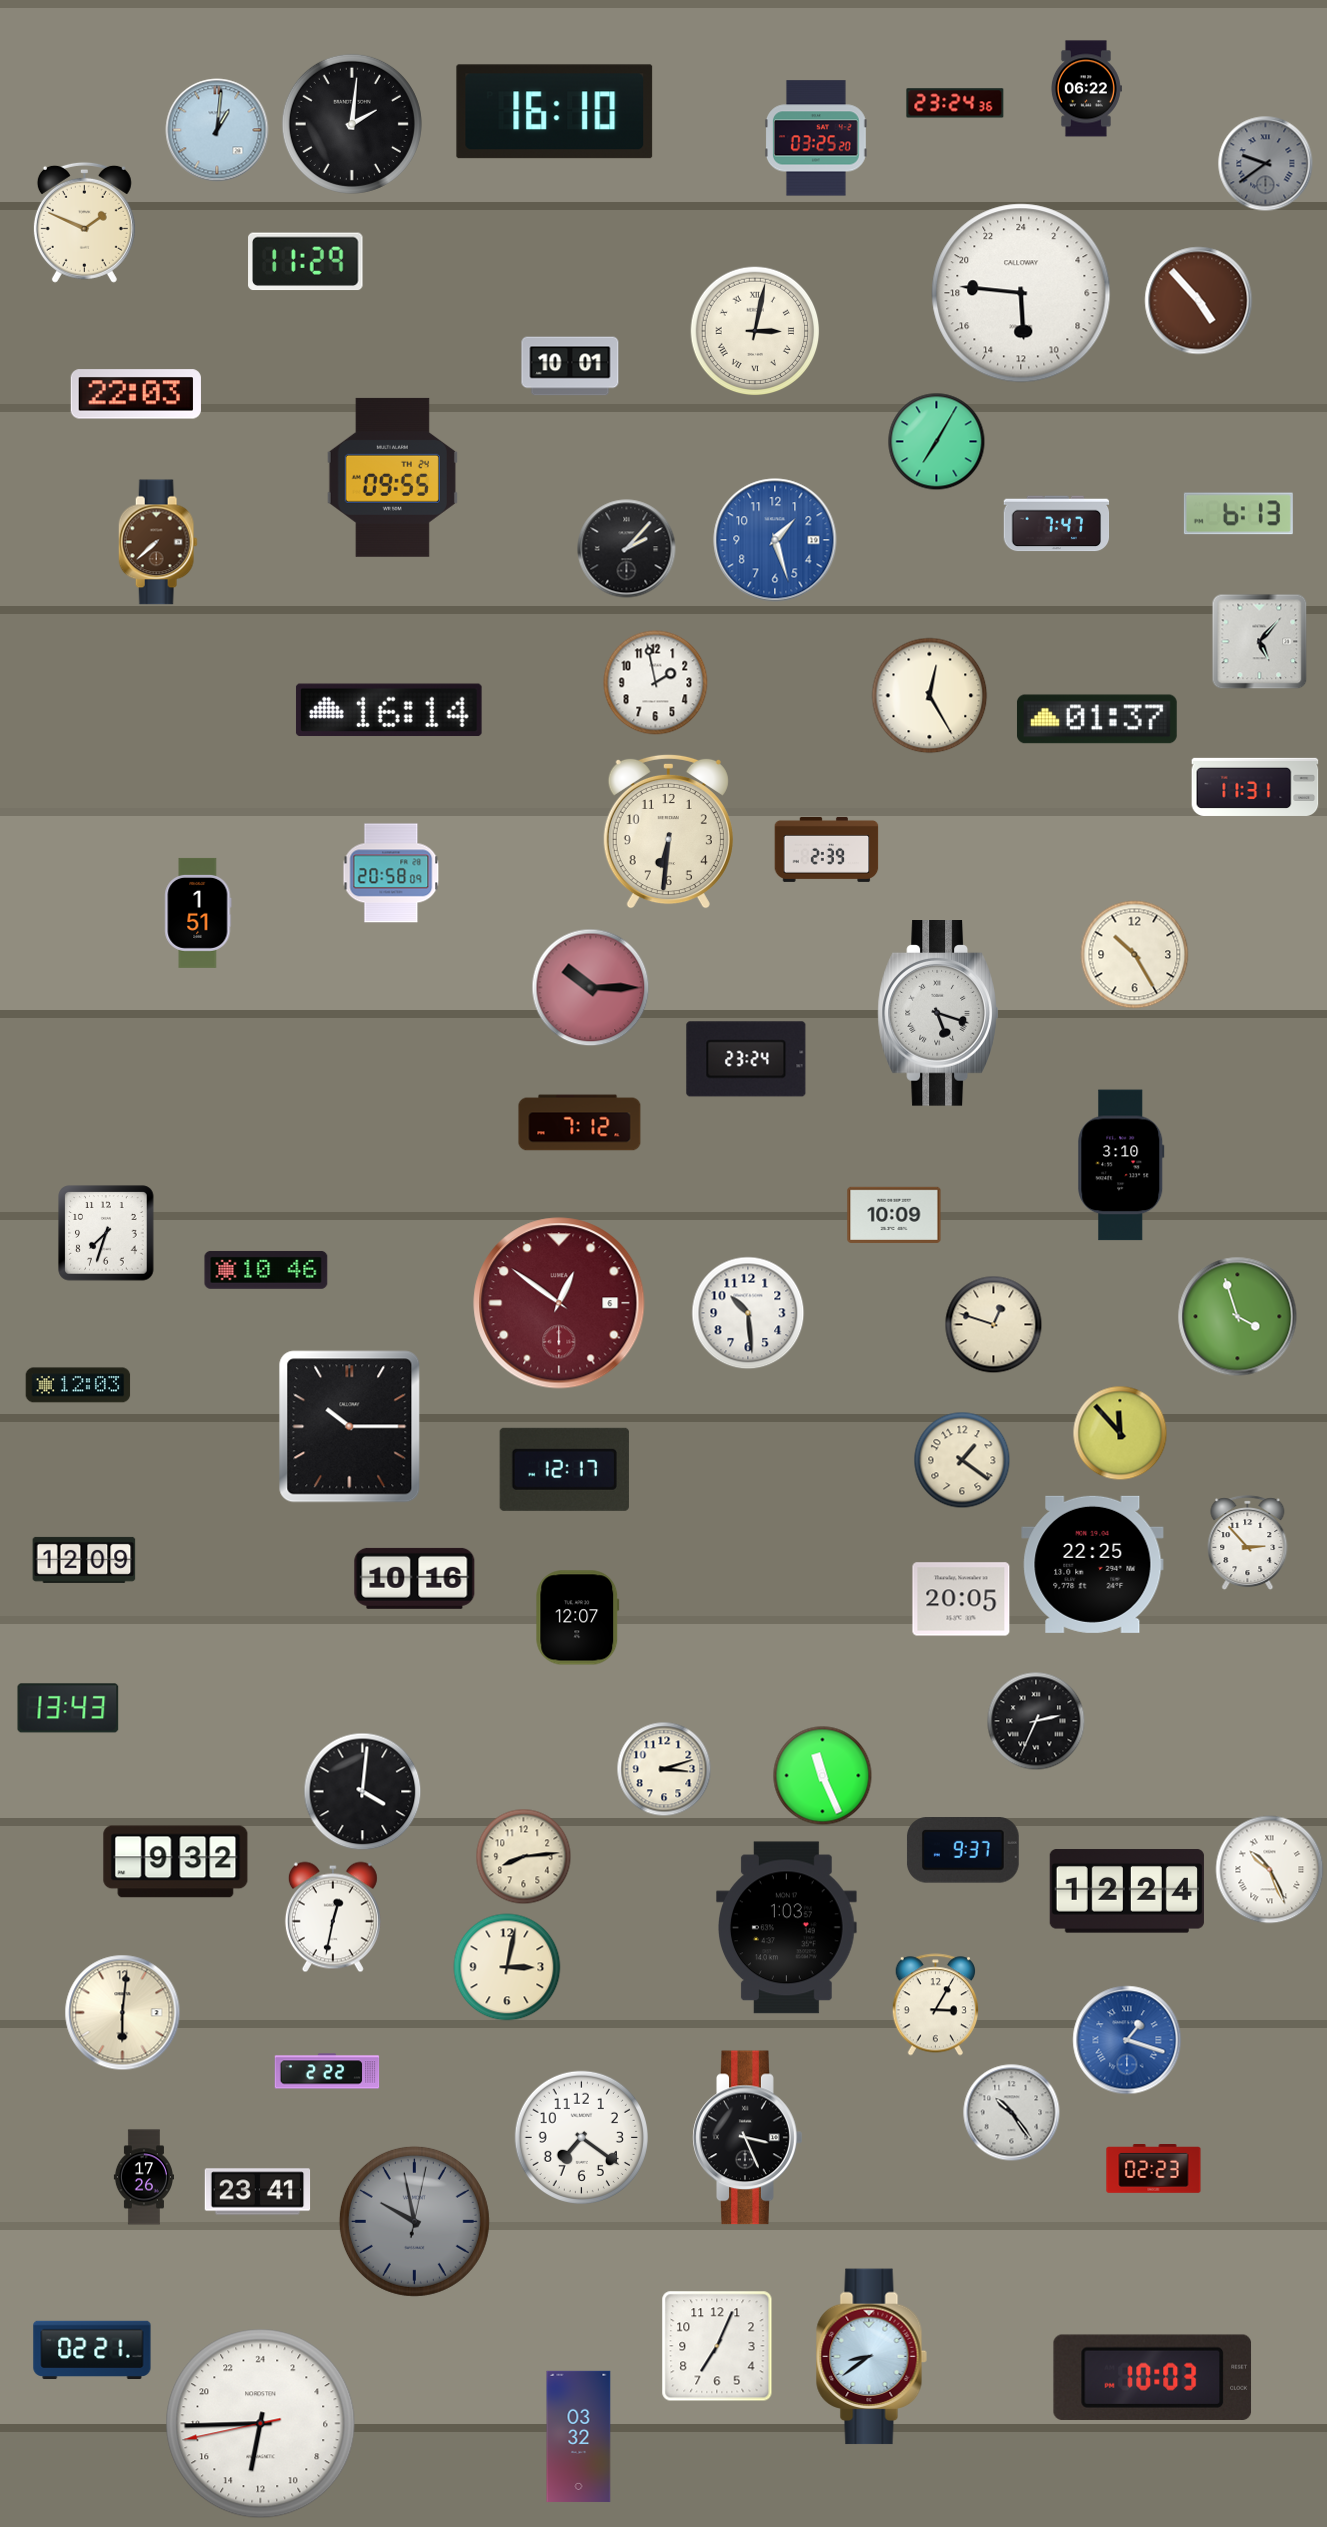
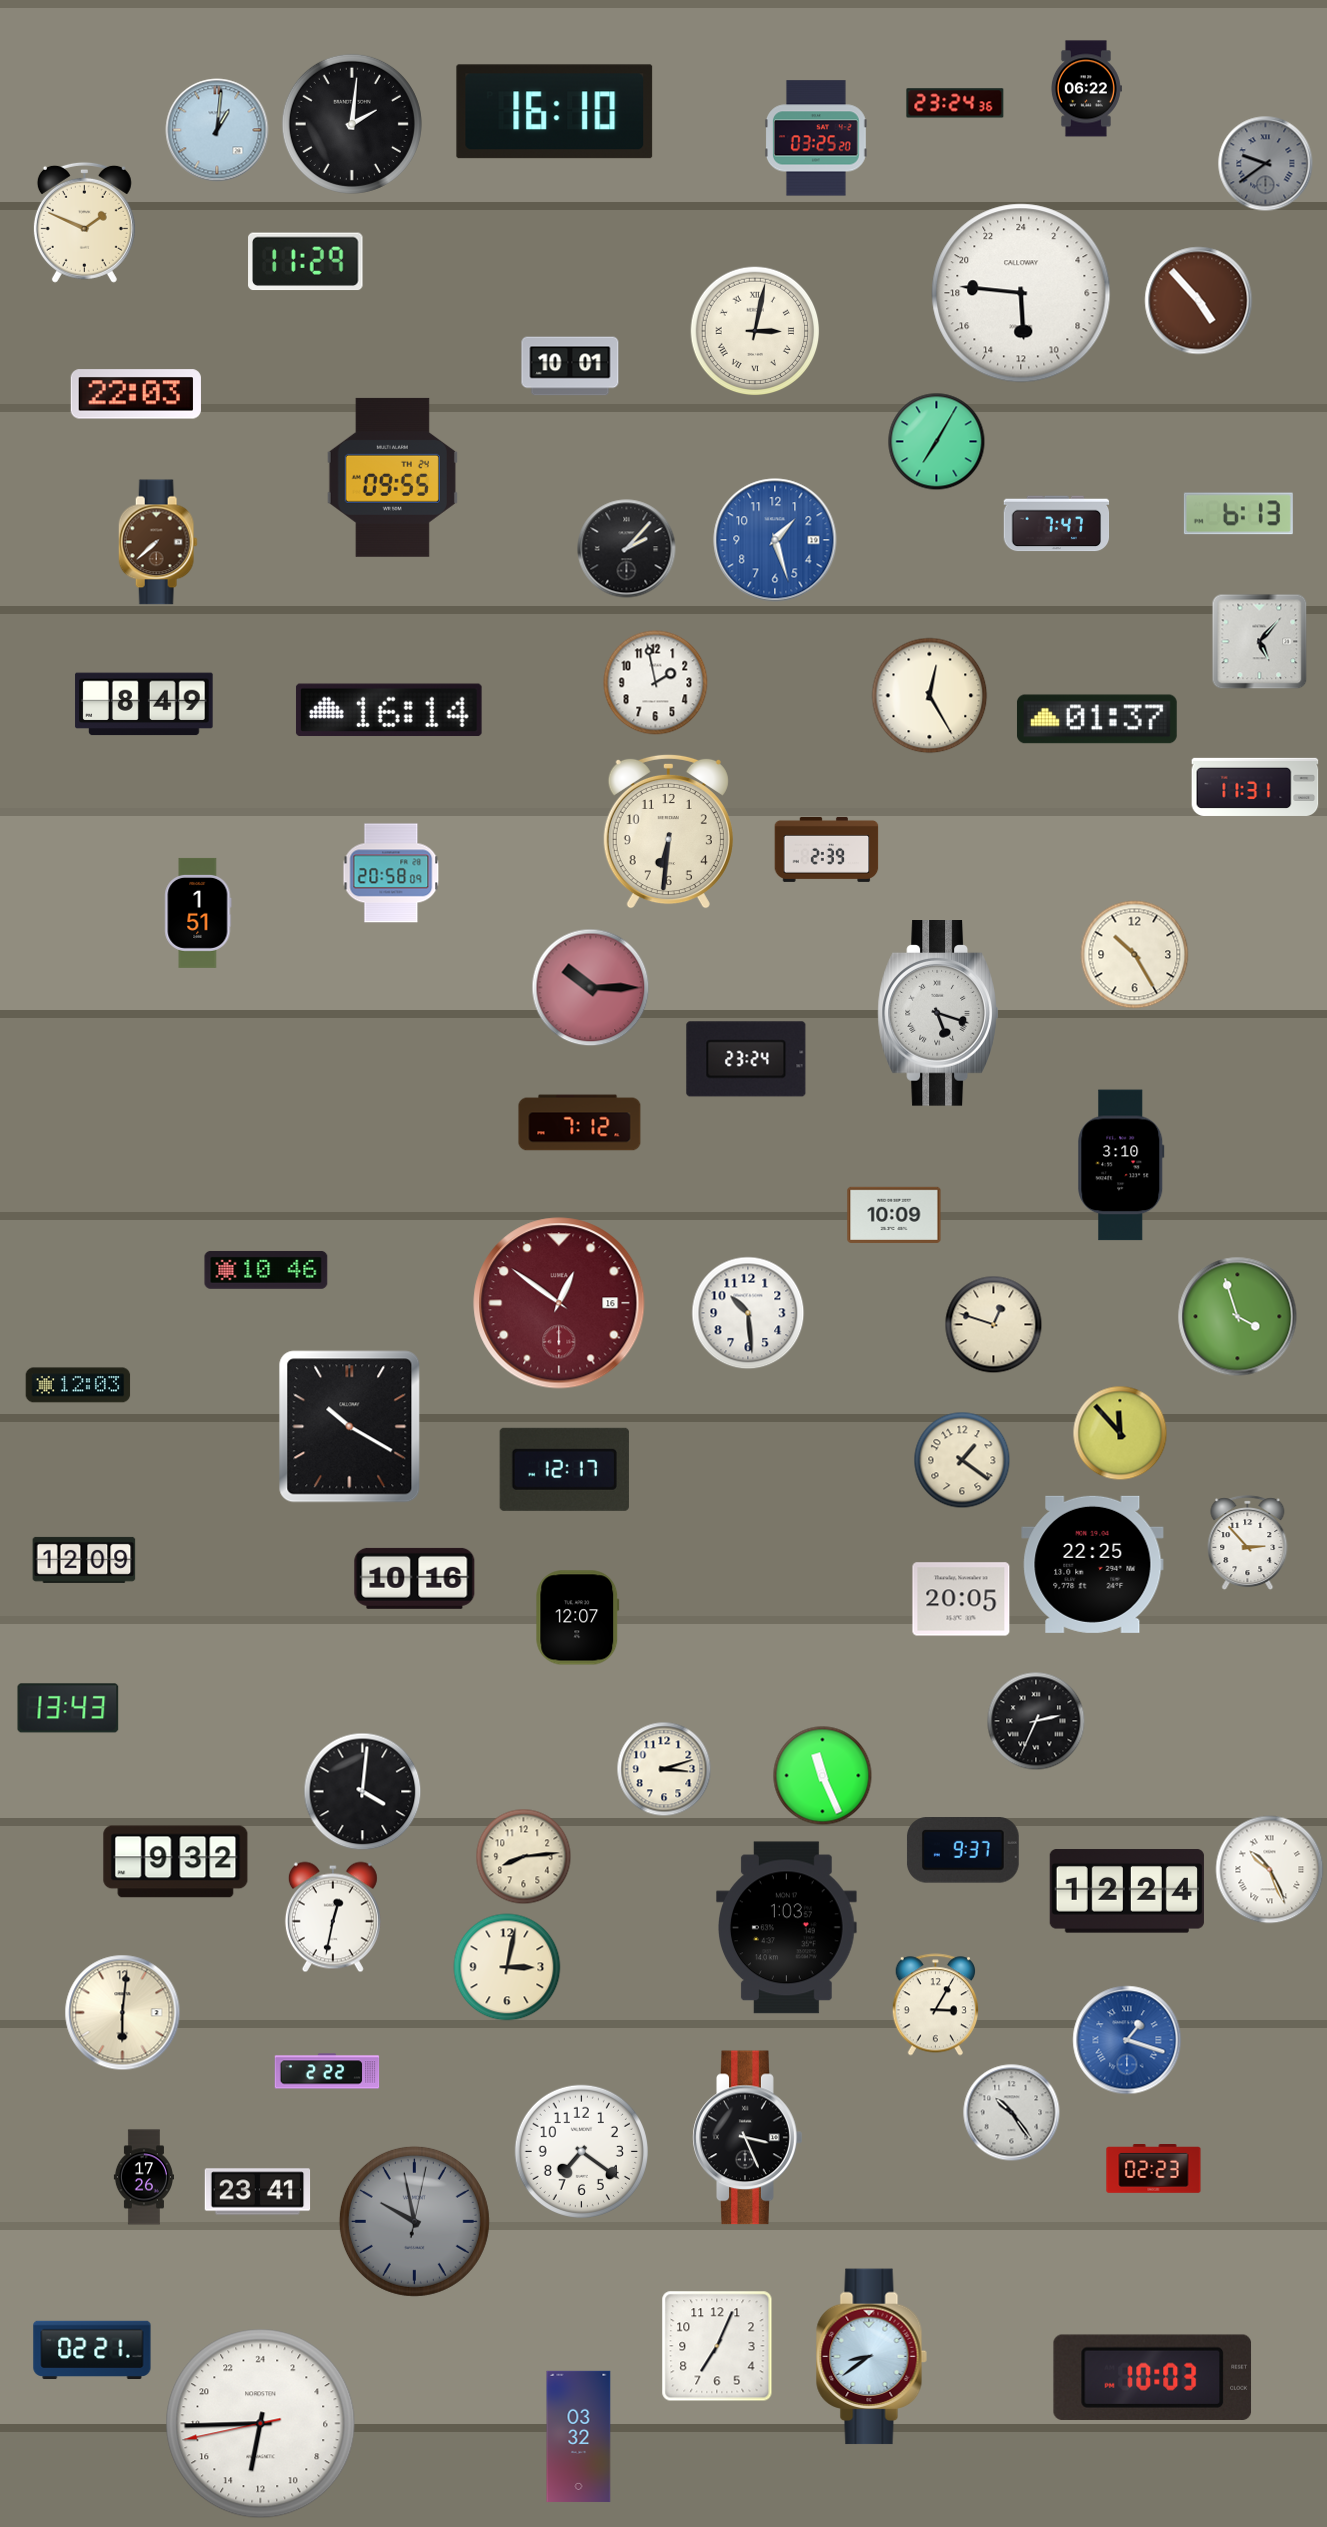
clock at (144, 704): none -> 8:49
clock at (106, 1233): 7:33 -> none
clock at (559, 1303) date: 6 -> 16
clock at (350, 1427): 10:15 -> 10:20
clock at (581, 2137) position: (581, 2137) -> (581, 2151)
